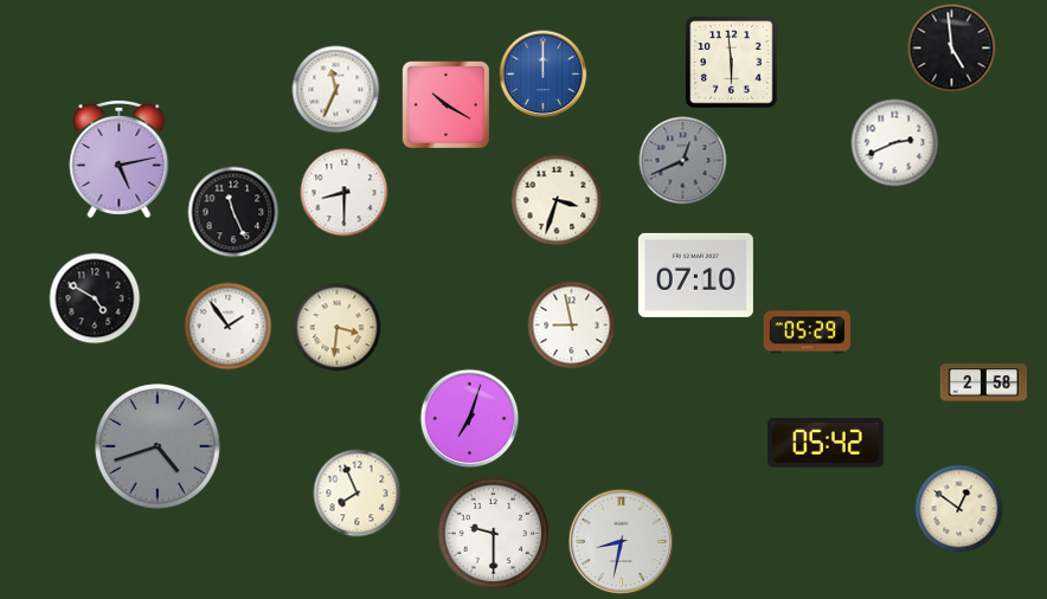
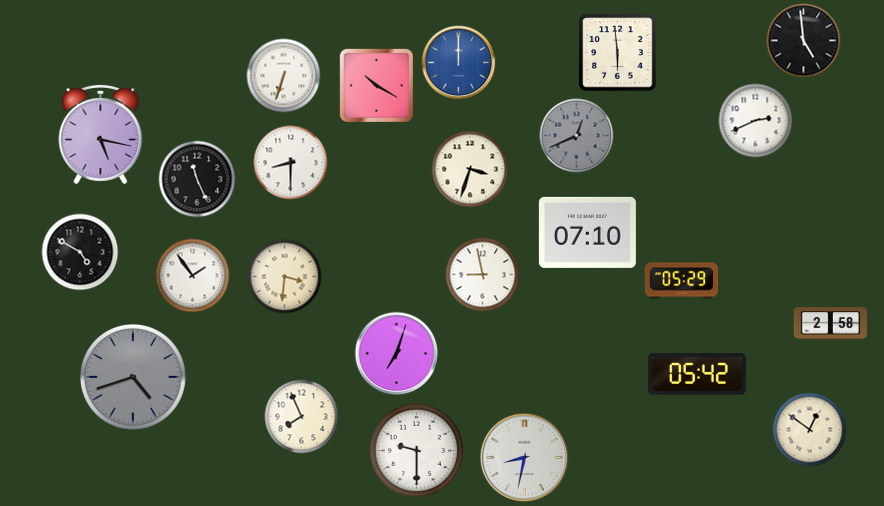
clock at (336, 90): 11:34 -> 6:33
clock at (445, 104) position: (445, 104) -> (376, 85)
clock at (120, 159): 5:13 -> 5:17
